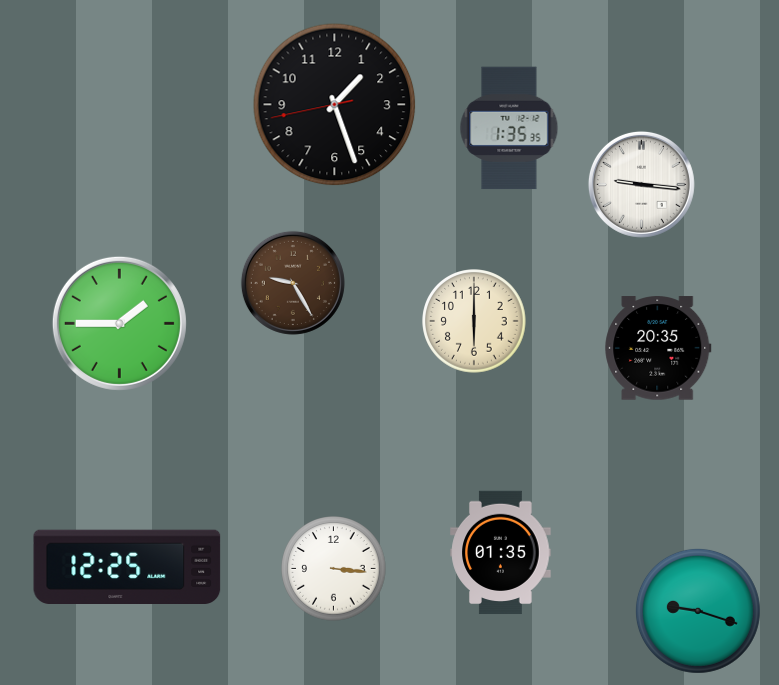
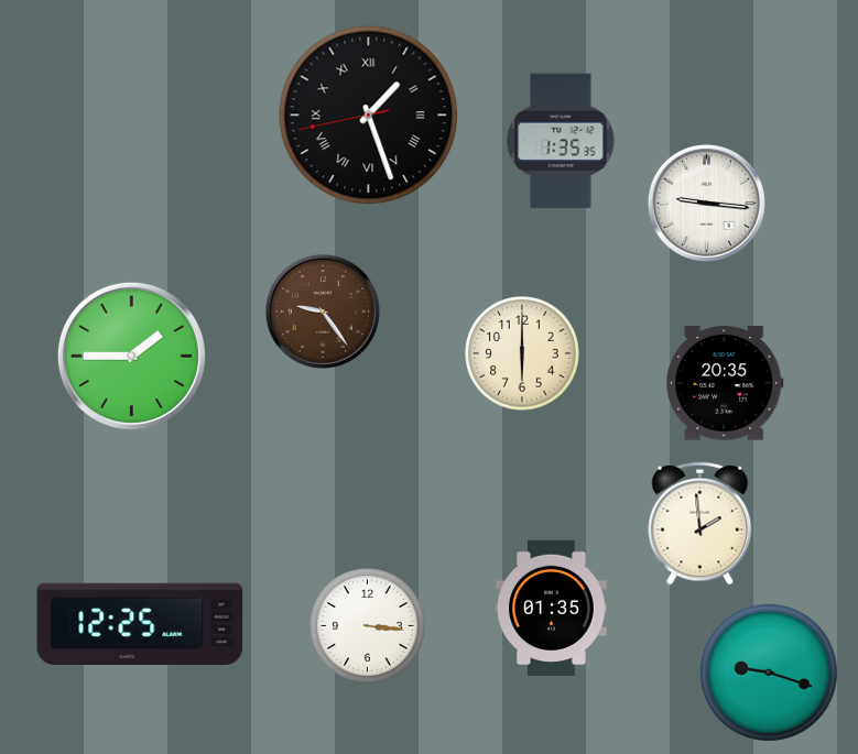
clock at (335, 105) numerals: Arabic -> Roman
clock at (293, 283): 9:25 -> 9:24
clock at (700, 524): none -> 1:59
